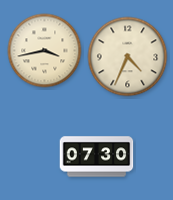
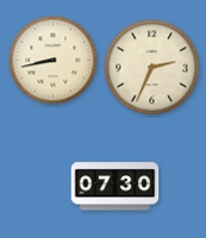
clock at (45, 51): 3:43 -> 8:43
clock at (128, 57): 4:34 -> 2:34
